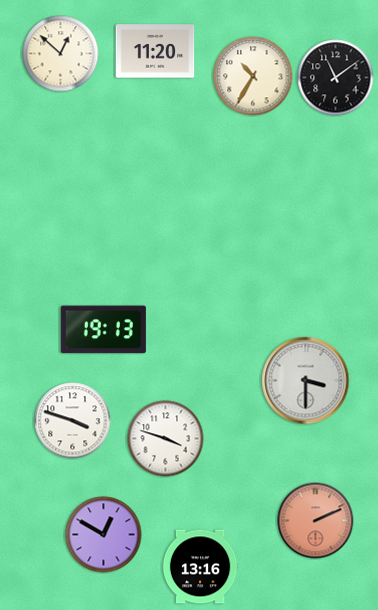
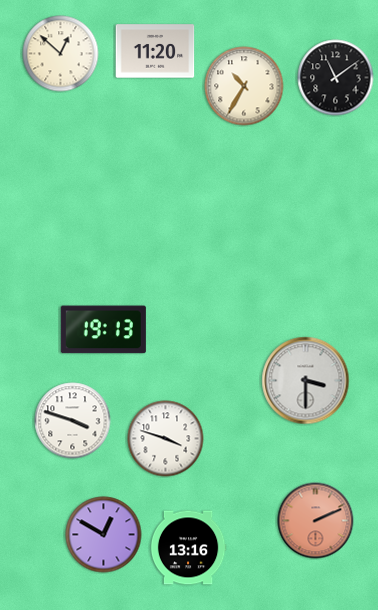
clock at (253, 76) position: (253, 76) -> (244, 86)
clock at (200, 567) position: (200, 567) -> (188, 548)
